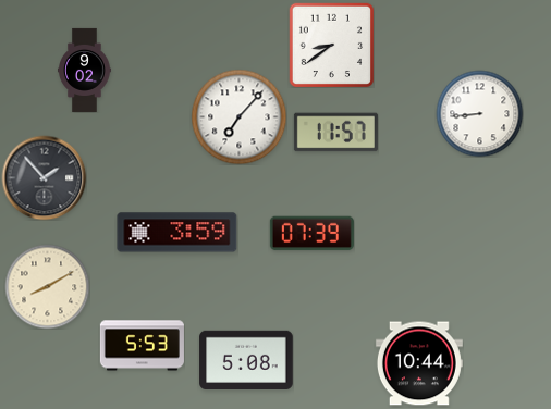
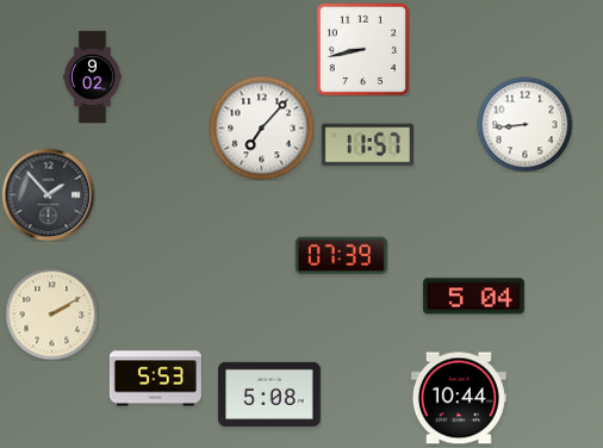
clock at (331, 45): 8:39 -> 8:43
clock at (177, 233): 3:59 -> none
clock at (474, 297): none -> 5:04
clock at (47, 286): 8:10 -> 2:10
